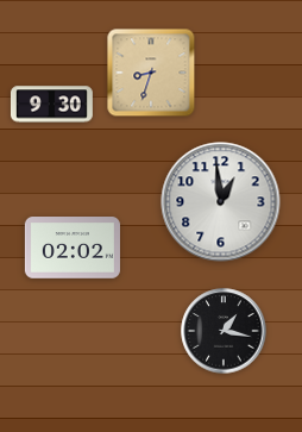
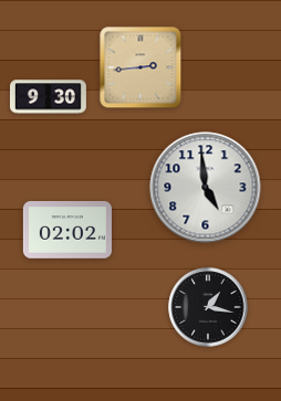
clock at (151, 73): 8:33 -> 2:44
clock at (221, 202): 12:59 -> 4:59
